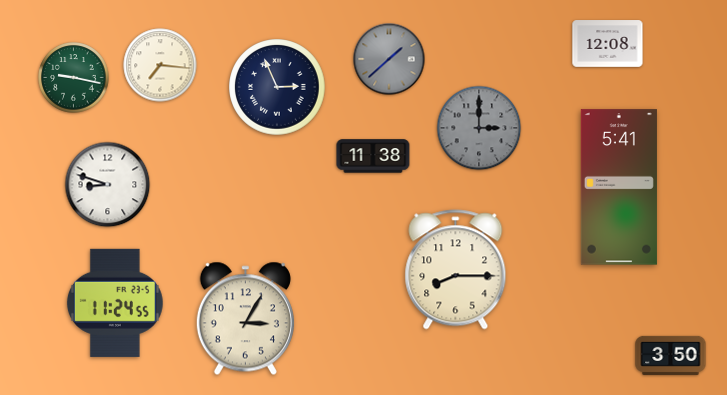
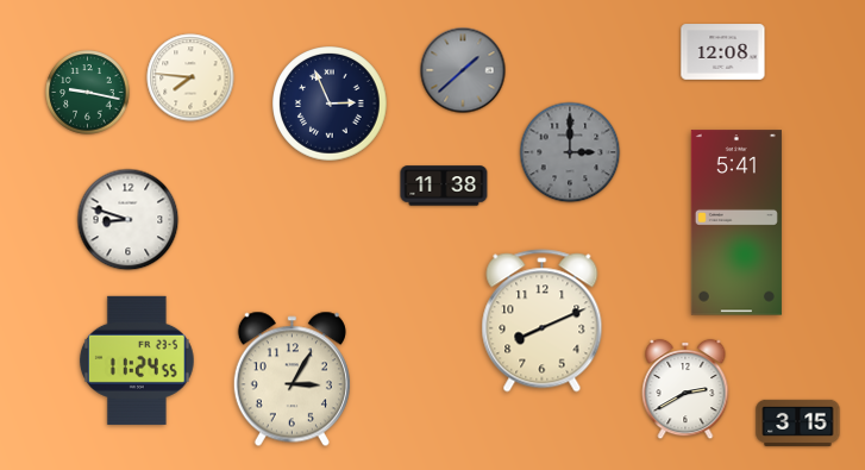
clock at (160, 65): 7:16 -> 7:46
clock at (456, 270): 8:15 -> 8:11
clock at (685, 389): none -> 2:40
clock at (671, 355): 3:50 -> 3:15
